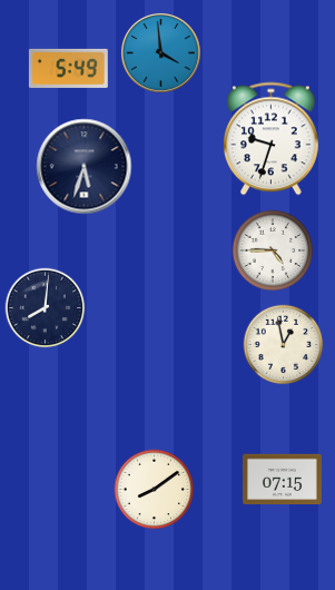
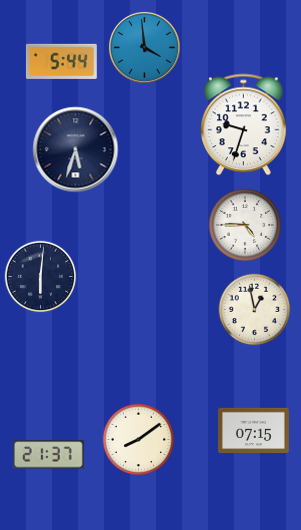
clock at (68, 68): 5:49 -> 5:44
clock at (46, 308): 8:01 -> 6:01
clock at (48, 455): none -> 21:37
